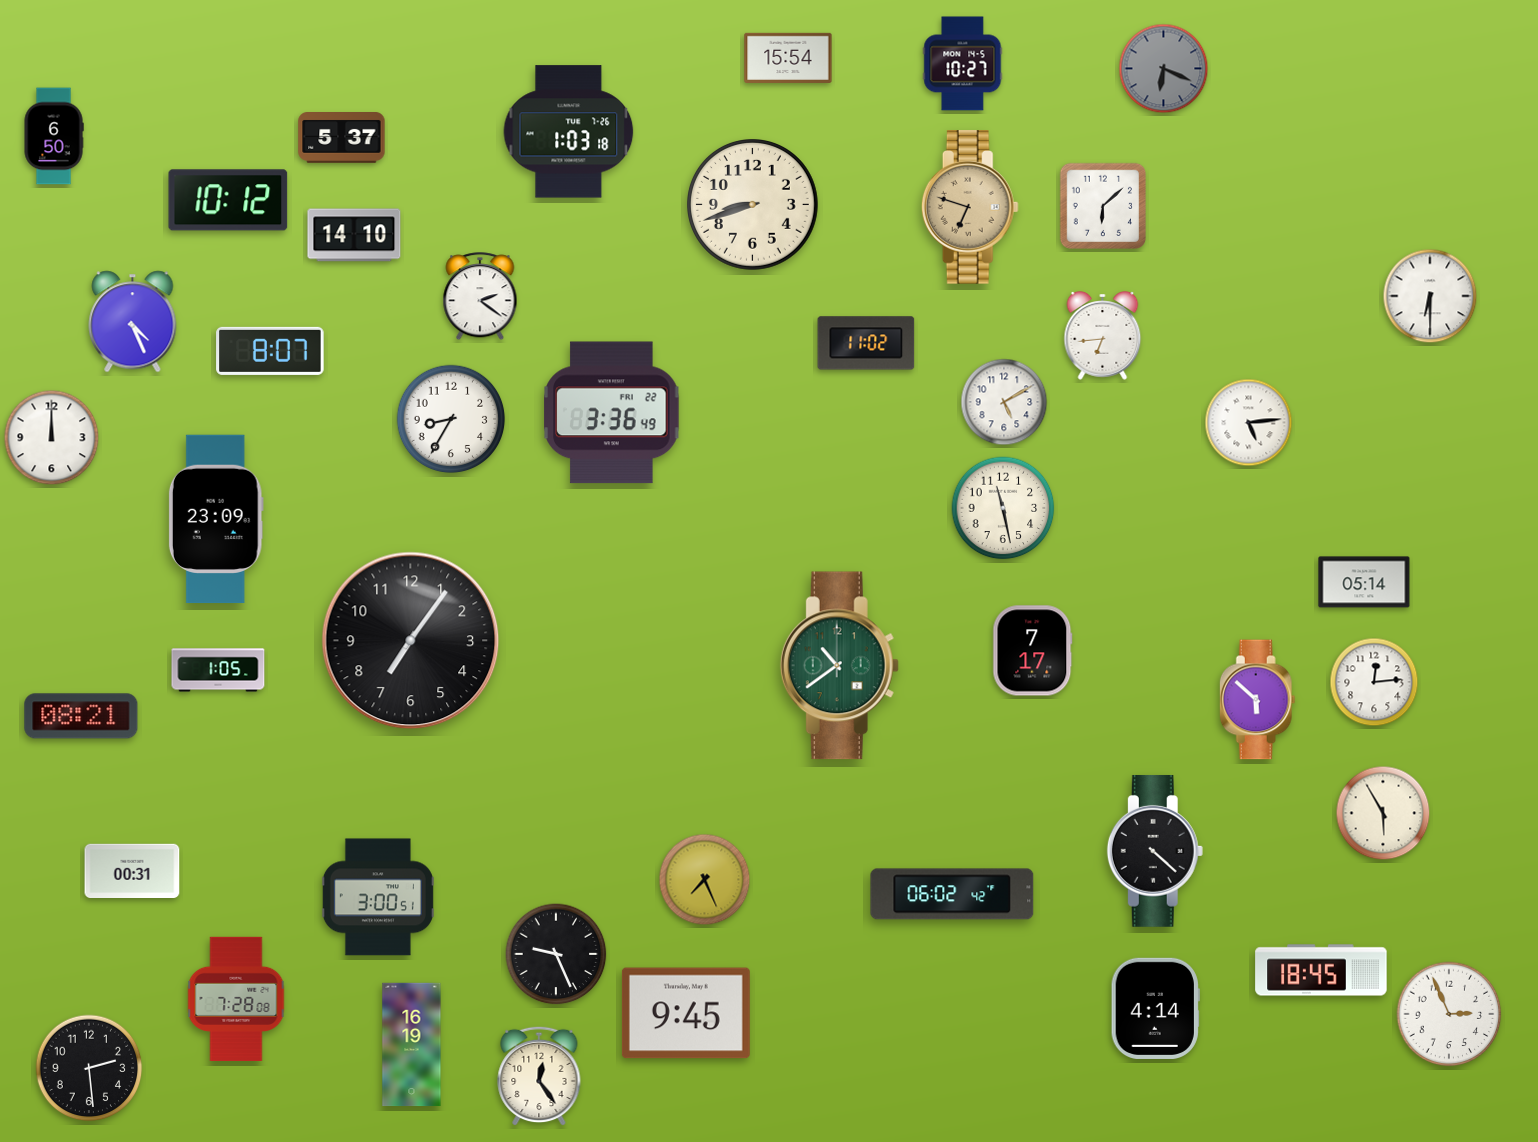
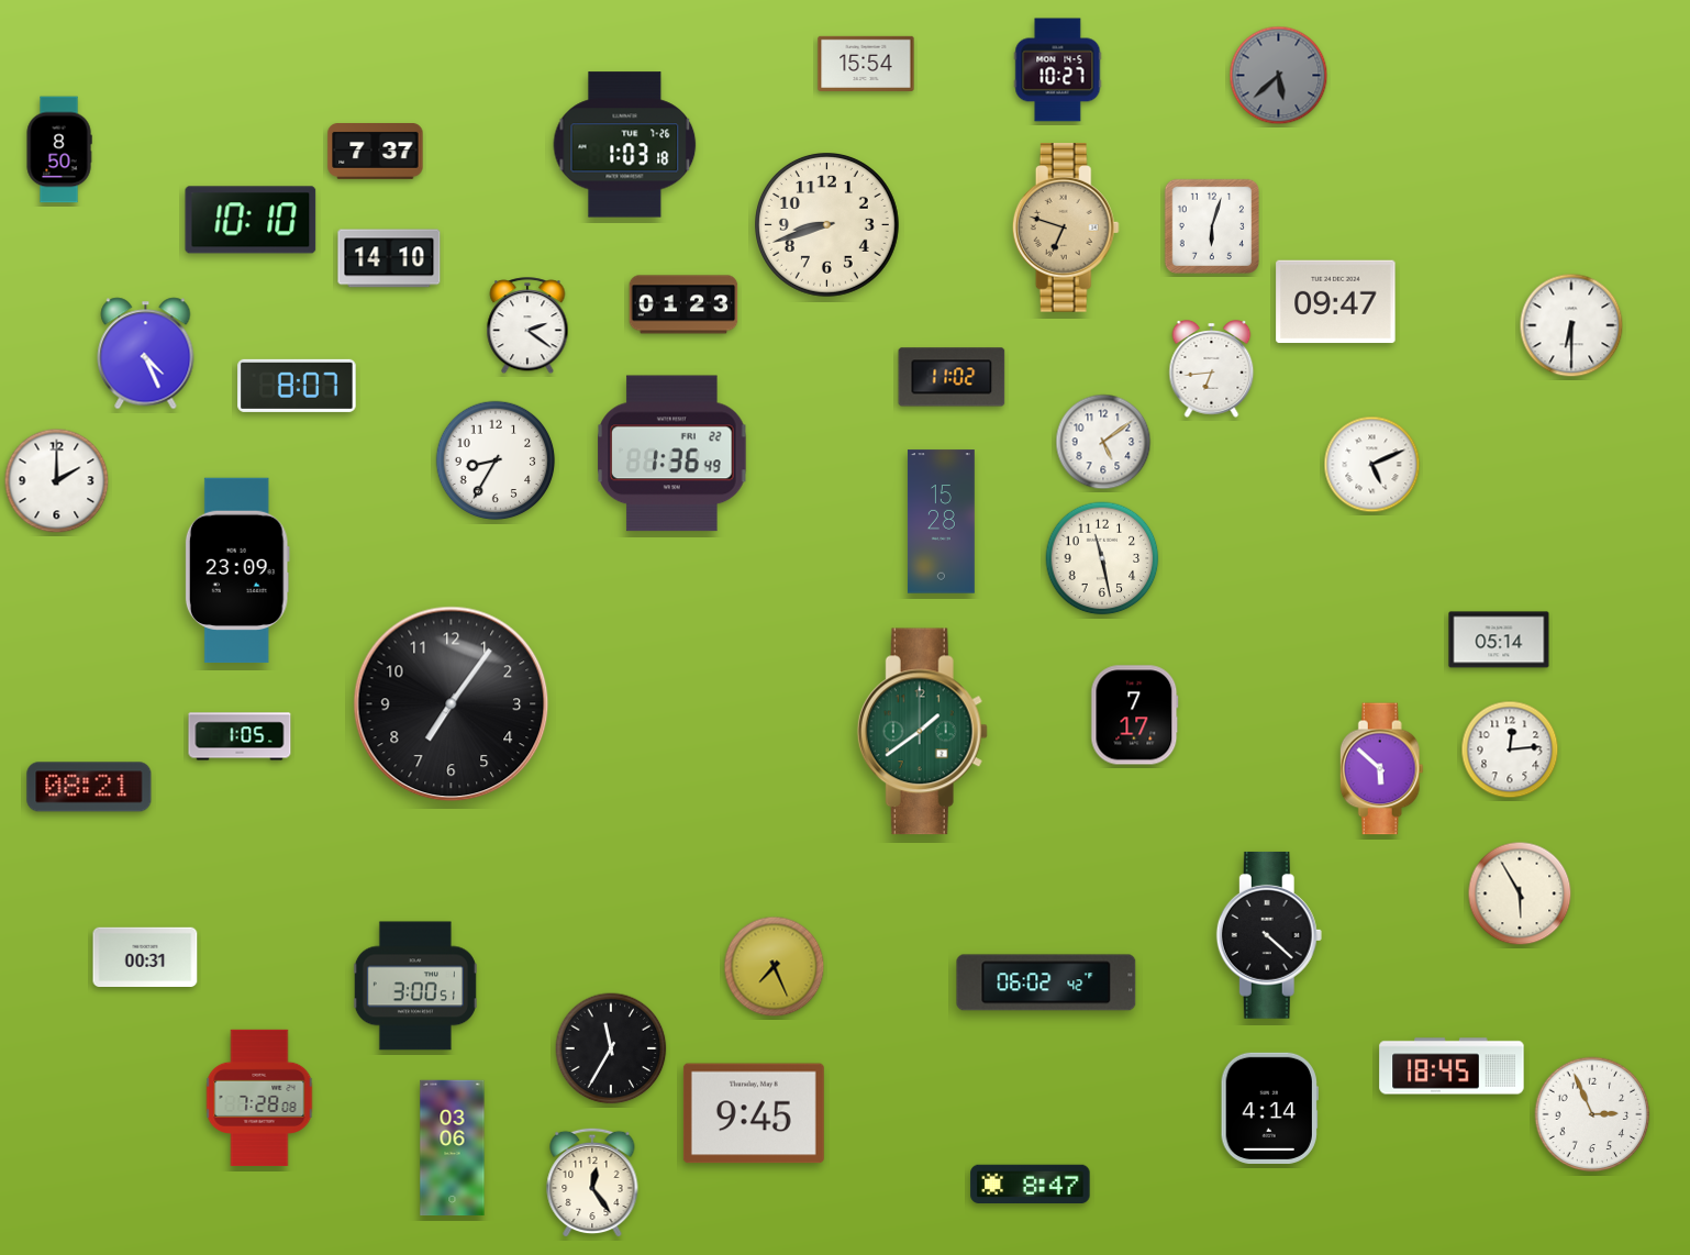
clock at (1164, 69): 6:19 -> 5:38
clock at (54, 136): 6:50 -> 8:50
clock at (342, 138): 5:37 -> 7:37
clock at (228, 200): 10:12 -> 10:10
clock at (1102, 205): 6:08 -> 6:03
clock at (1336, 302): none -> 09:47
clock at (683, 304): none -> 01:23
clock at (1004, 402): 5:10 -> 5:09
clock at (612, 413): 3:36 -> 1:36
clock at (1249, 423): 5:14 -> 5:11
clock at (52, 438): 12:00 -> 2:00
clock at (941, 522): none -> 15:28
clock at (839, 666): 10:39 -> 1:39
clock at (556, 954): 9:26 -> 11:35
clock at (412, 1045): 16:19 -> 03:06
clock at (89, 1068): 2:29 -> none
clock at (1031, 1184): none -> 8:47
